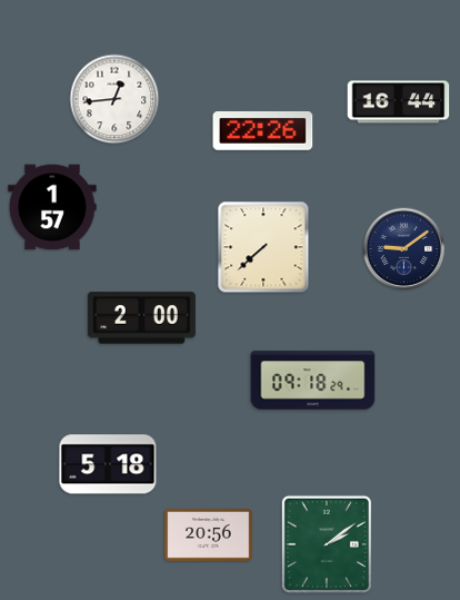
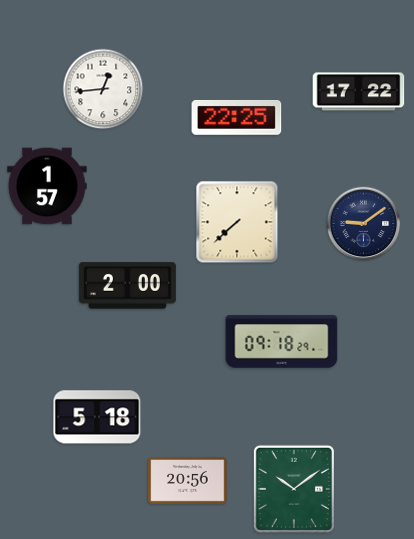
clock at (399, 102): 16:44 -> 17:22
clock at (263, 130): 22:26 -> 22:25
clock at (327, 544): 2:09 -> 10:09
